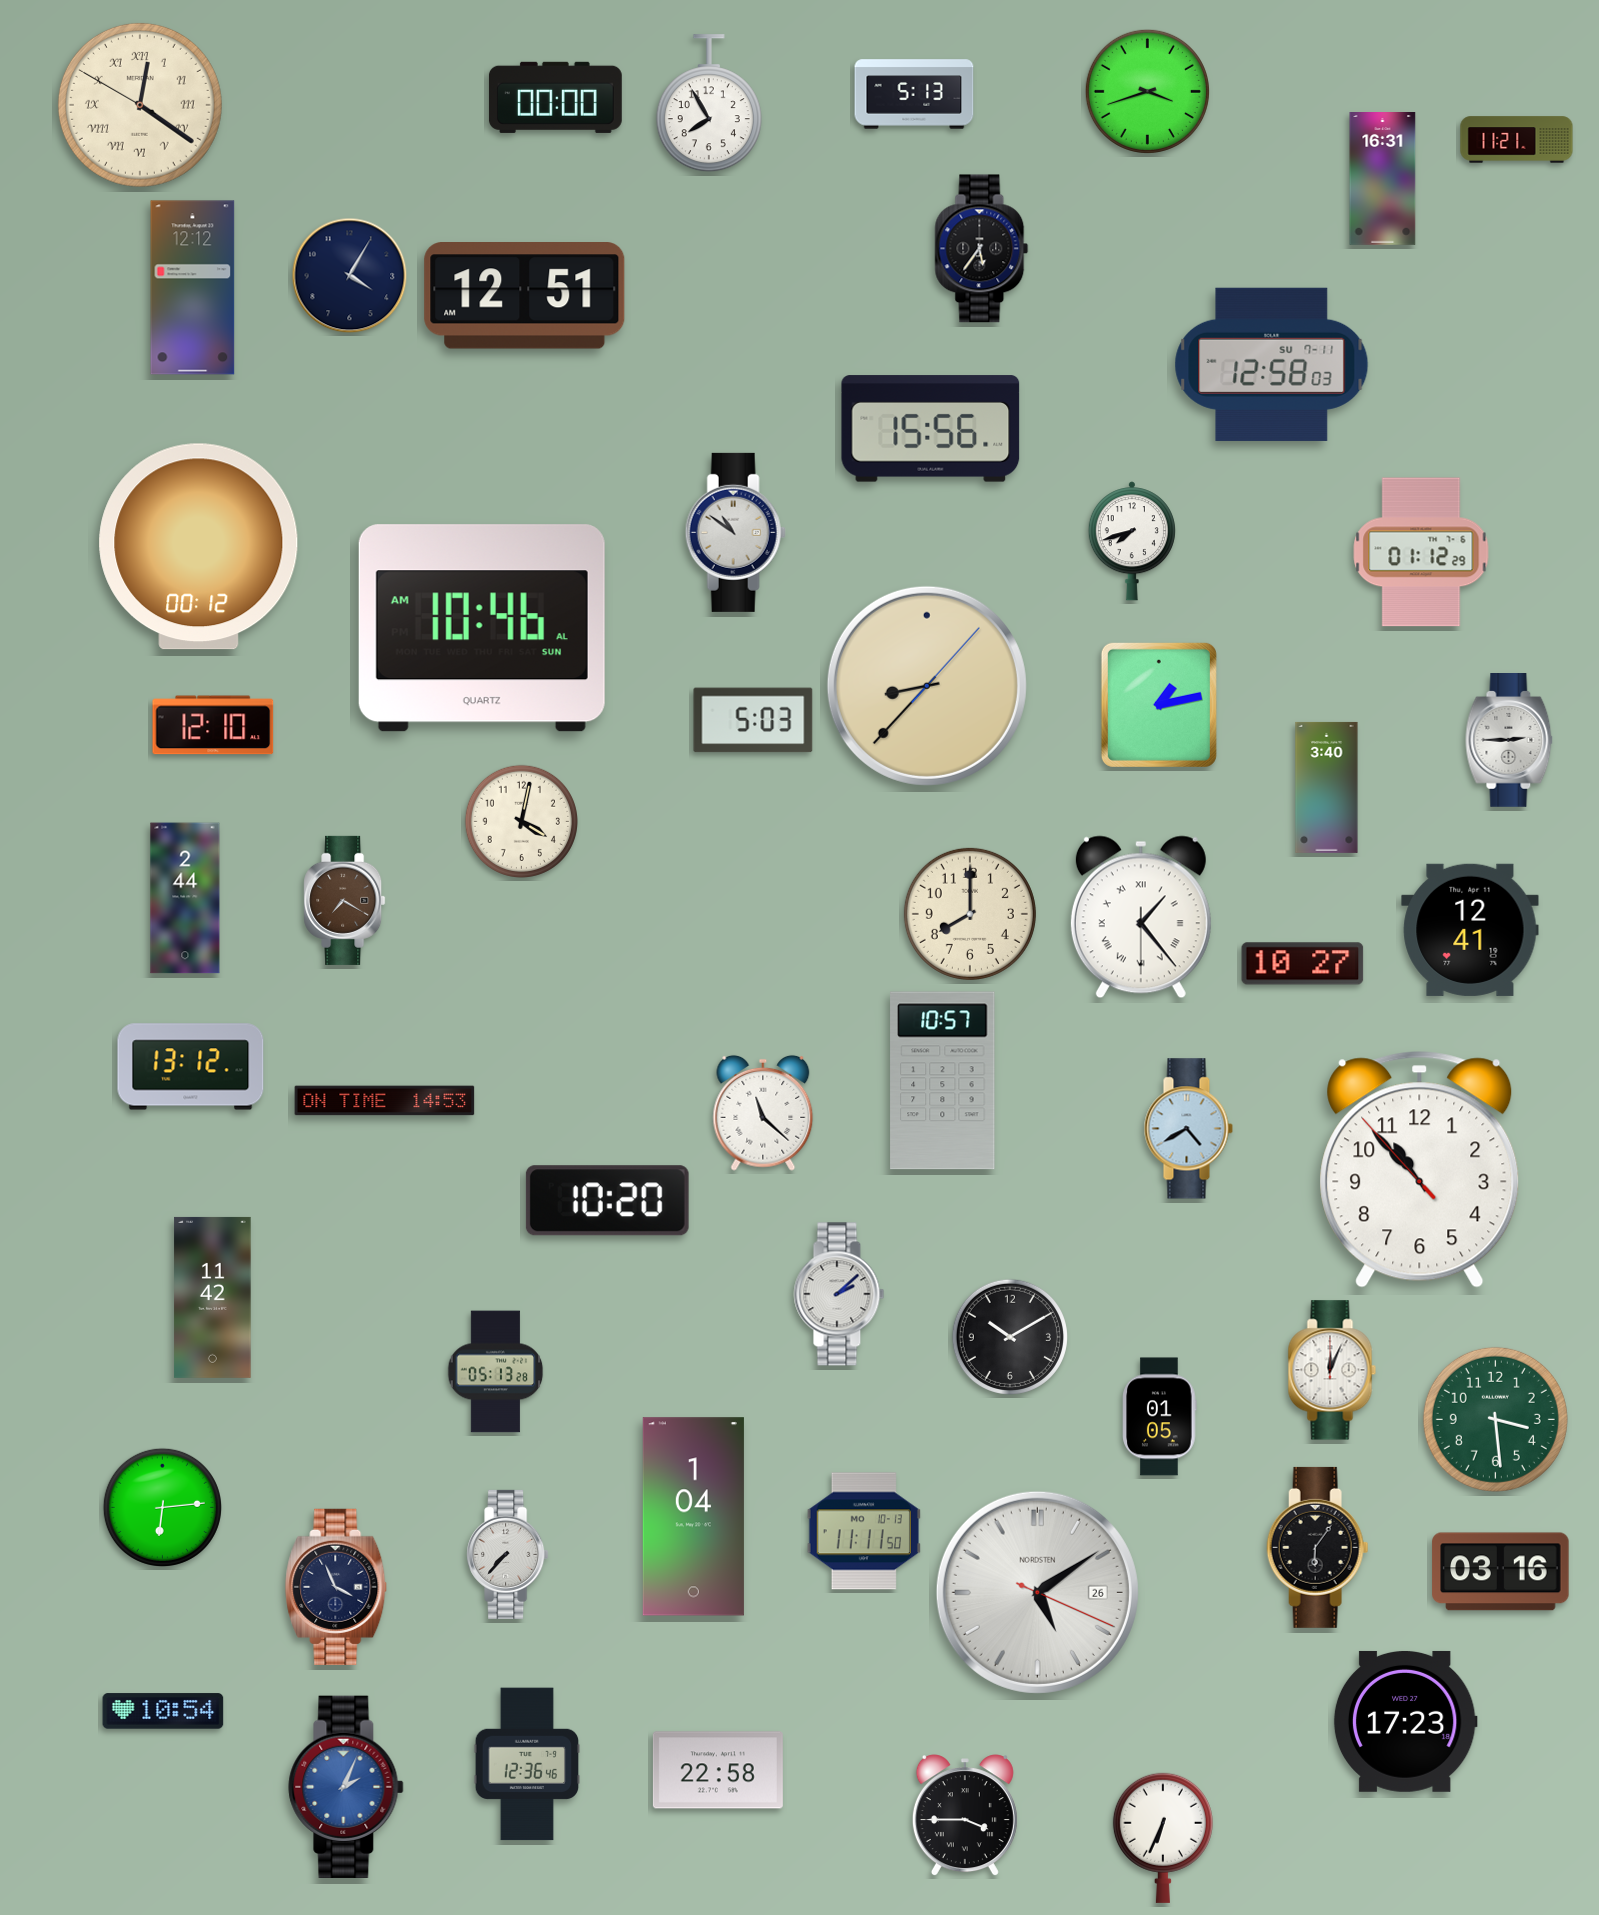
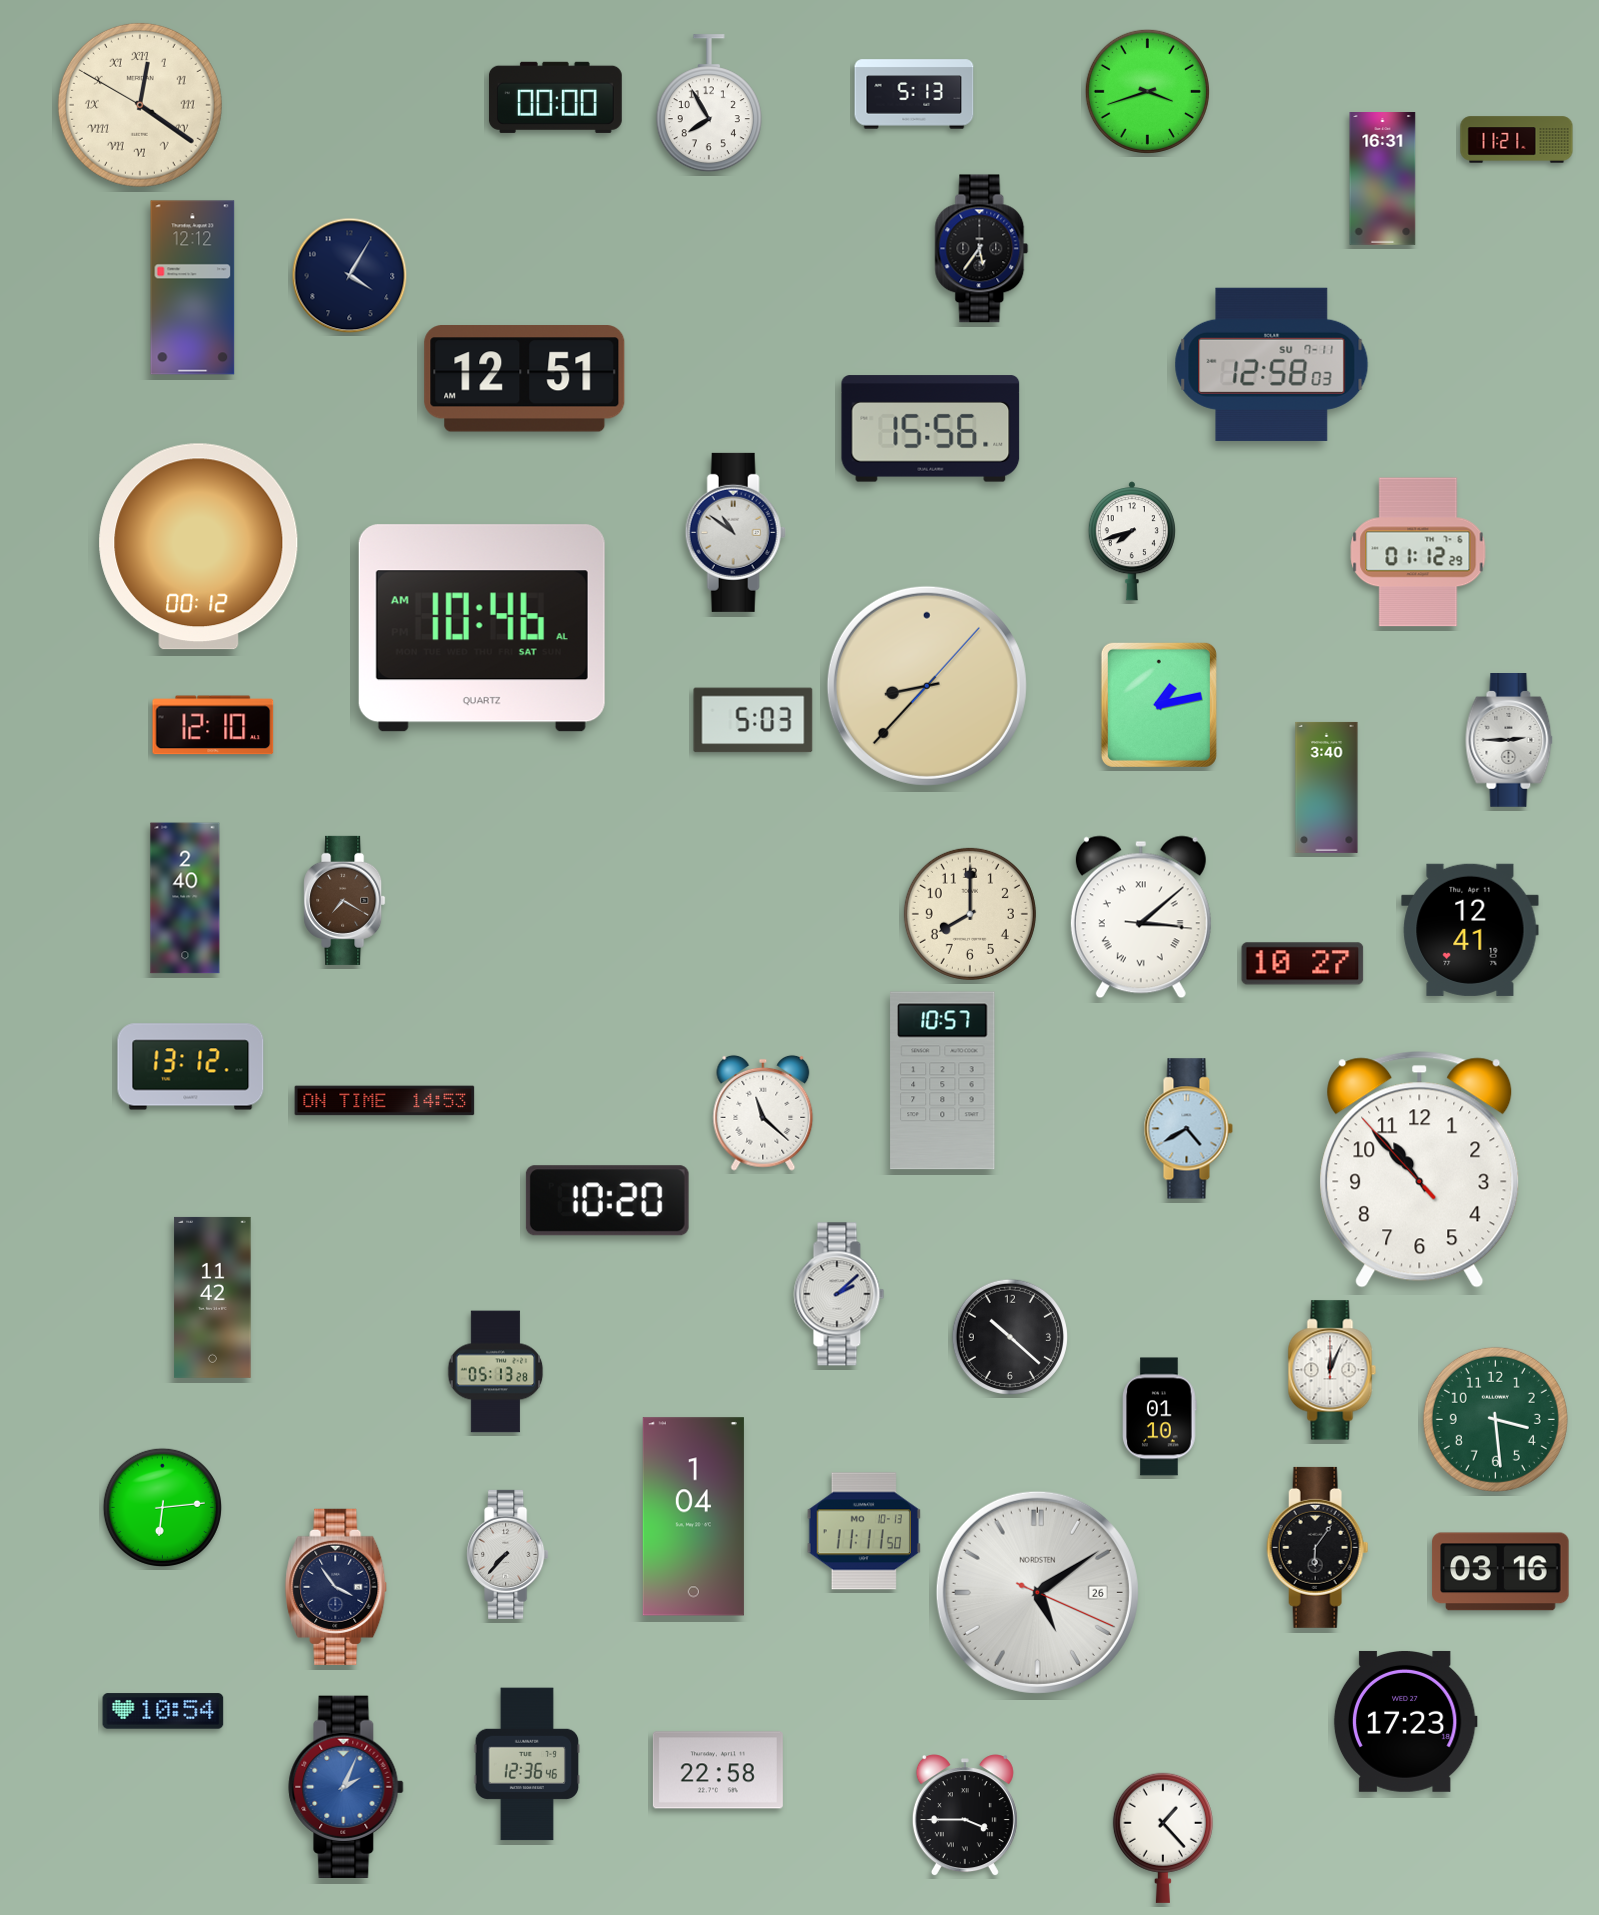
clock at (525, 296) position: (525, 296) -> (525, 379)
clock at (1421, 552) position: (1421, 552) -> (1418, 552)
clock at (482, 628) date: SUN -> SAT
clock at (521, 821): 4:02 -> none
clock at (185, 898): 2:44 -> 2:40
clock at (1141, 917): 1:23 -> 3:08
clock at (1010, 1337): 10:10 -> 10:22
clock at (1160, 1417): 01:05 -> 01:10
clock at (337, 1587): 3:56 -> 3:54
clock at (1163, 1838): 6:34 -> 1:23
